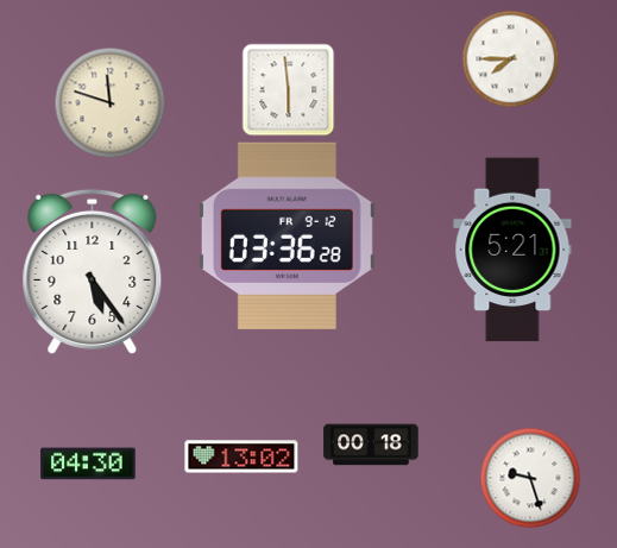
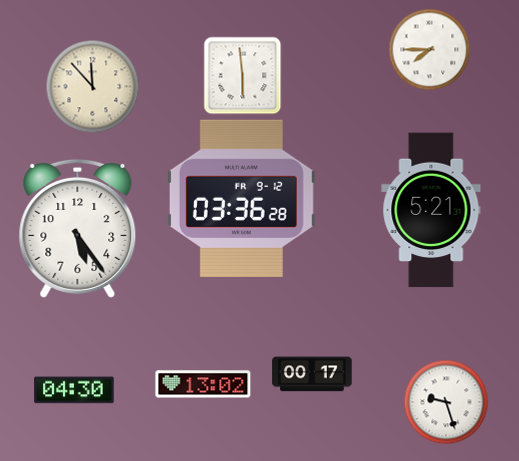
clock at (109, 102): 11:48 -> 11:53
clock at (371, 445): 00:18 -> 00:17
